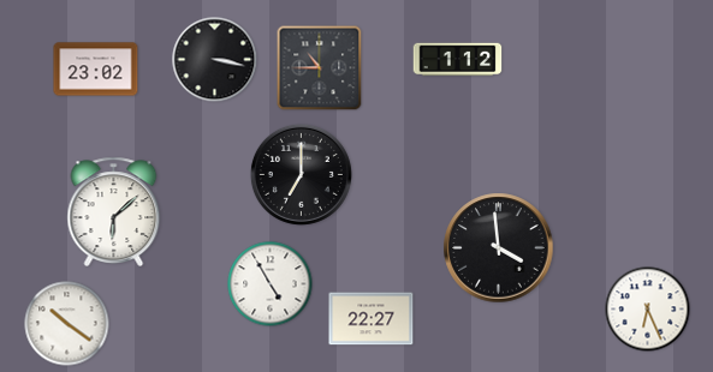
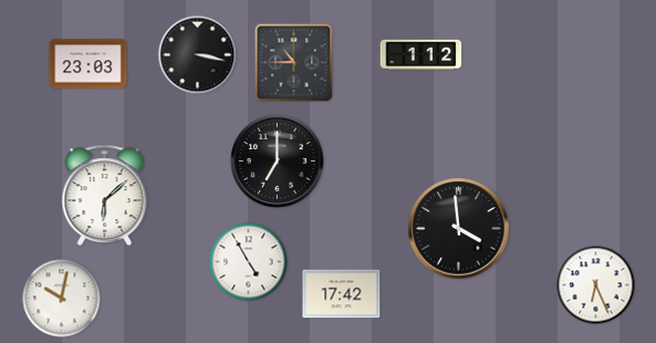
clock at (96, 70): 23:02 -> 23:03
clock at (372, 319): 22:27 -> 17:42
clock at (67, 324): 10:21 -> 10:02
